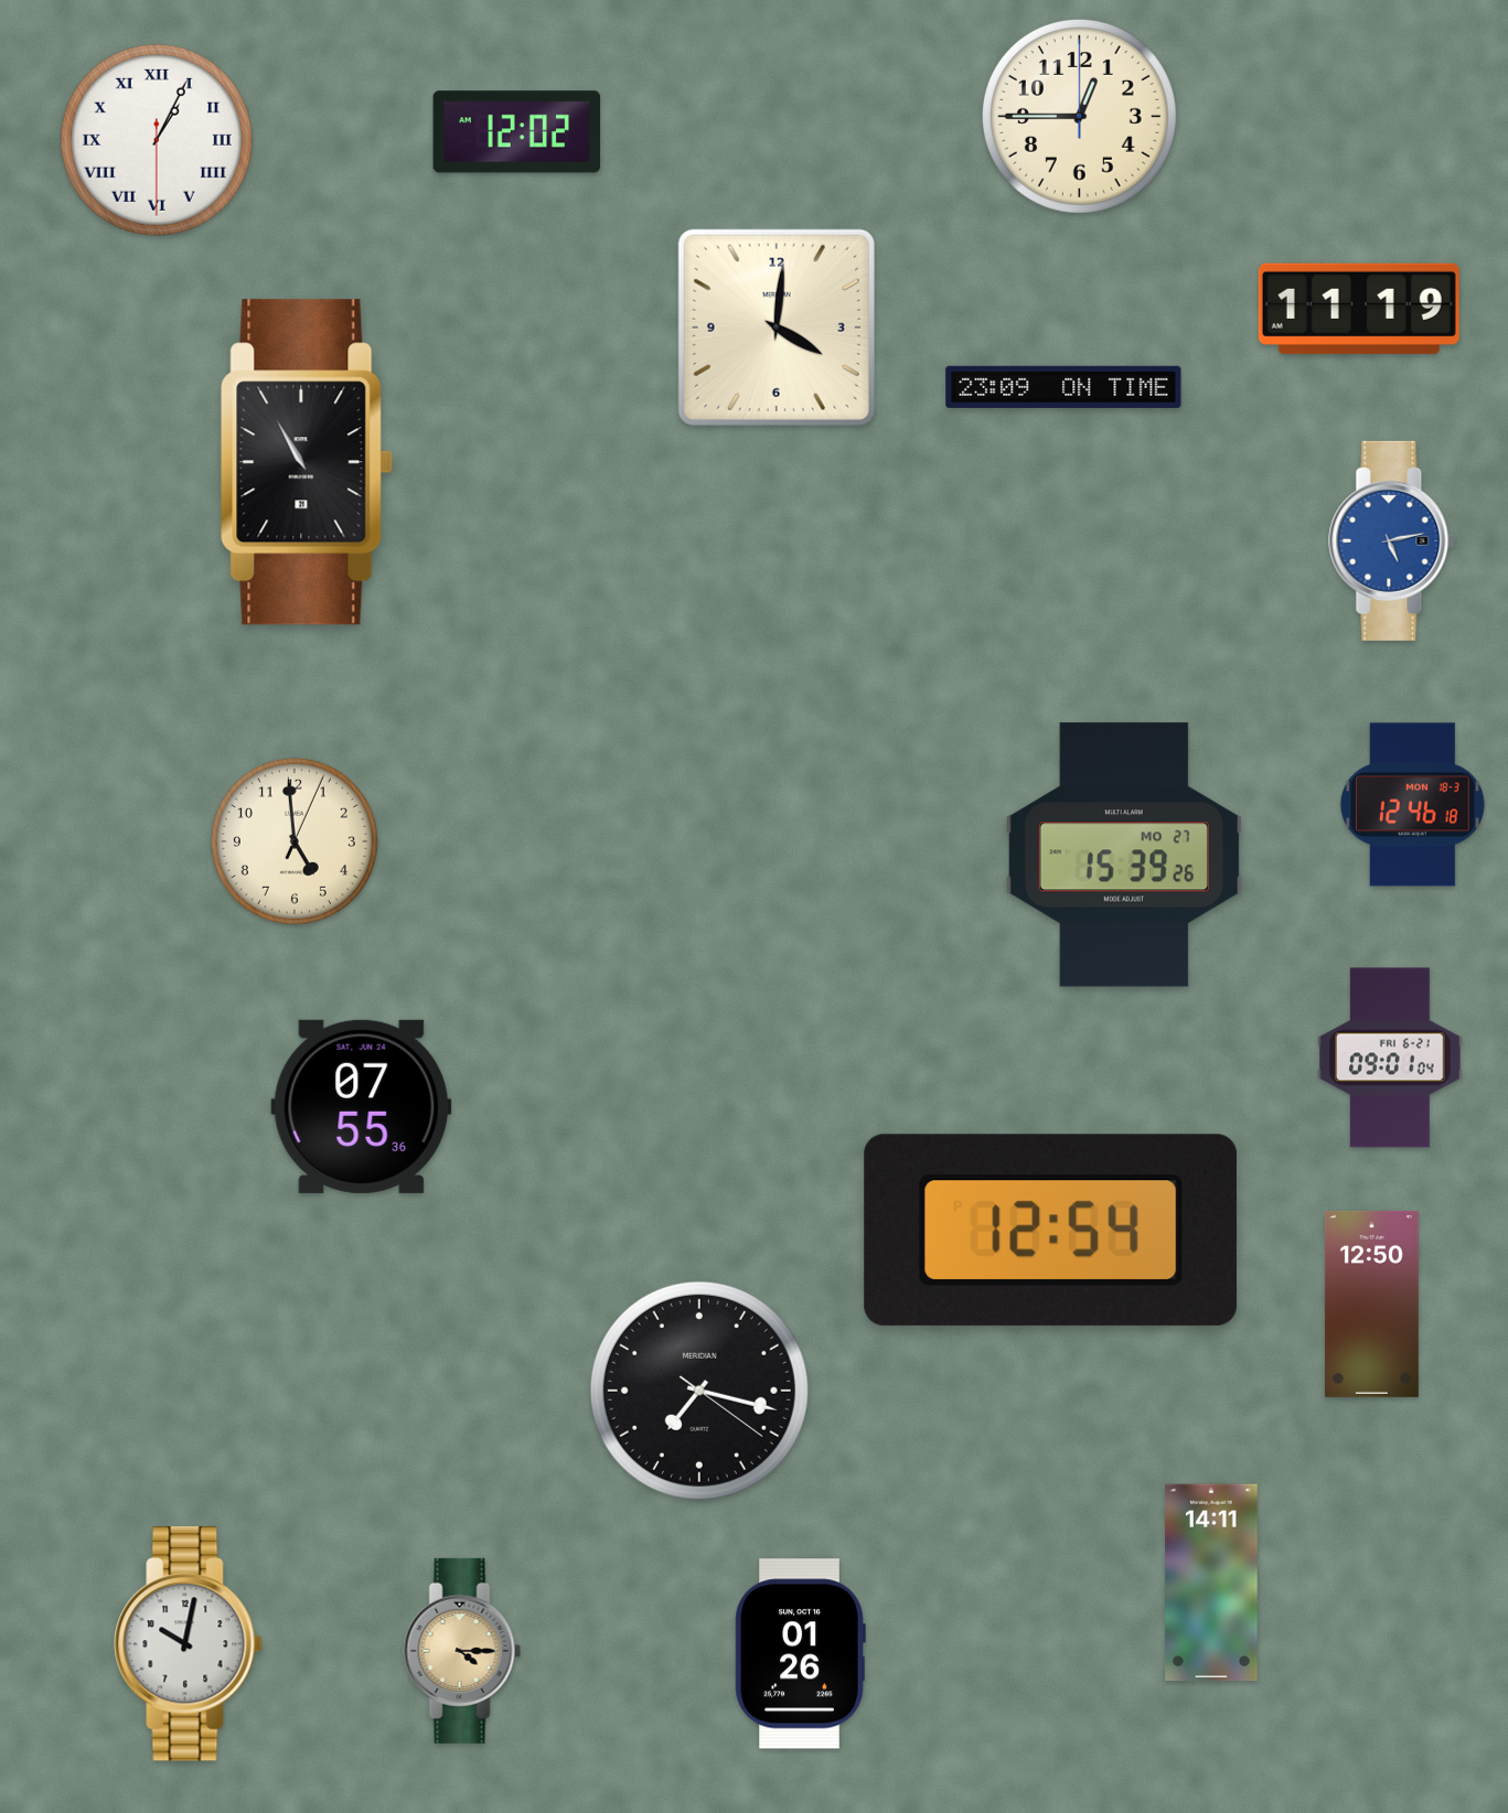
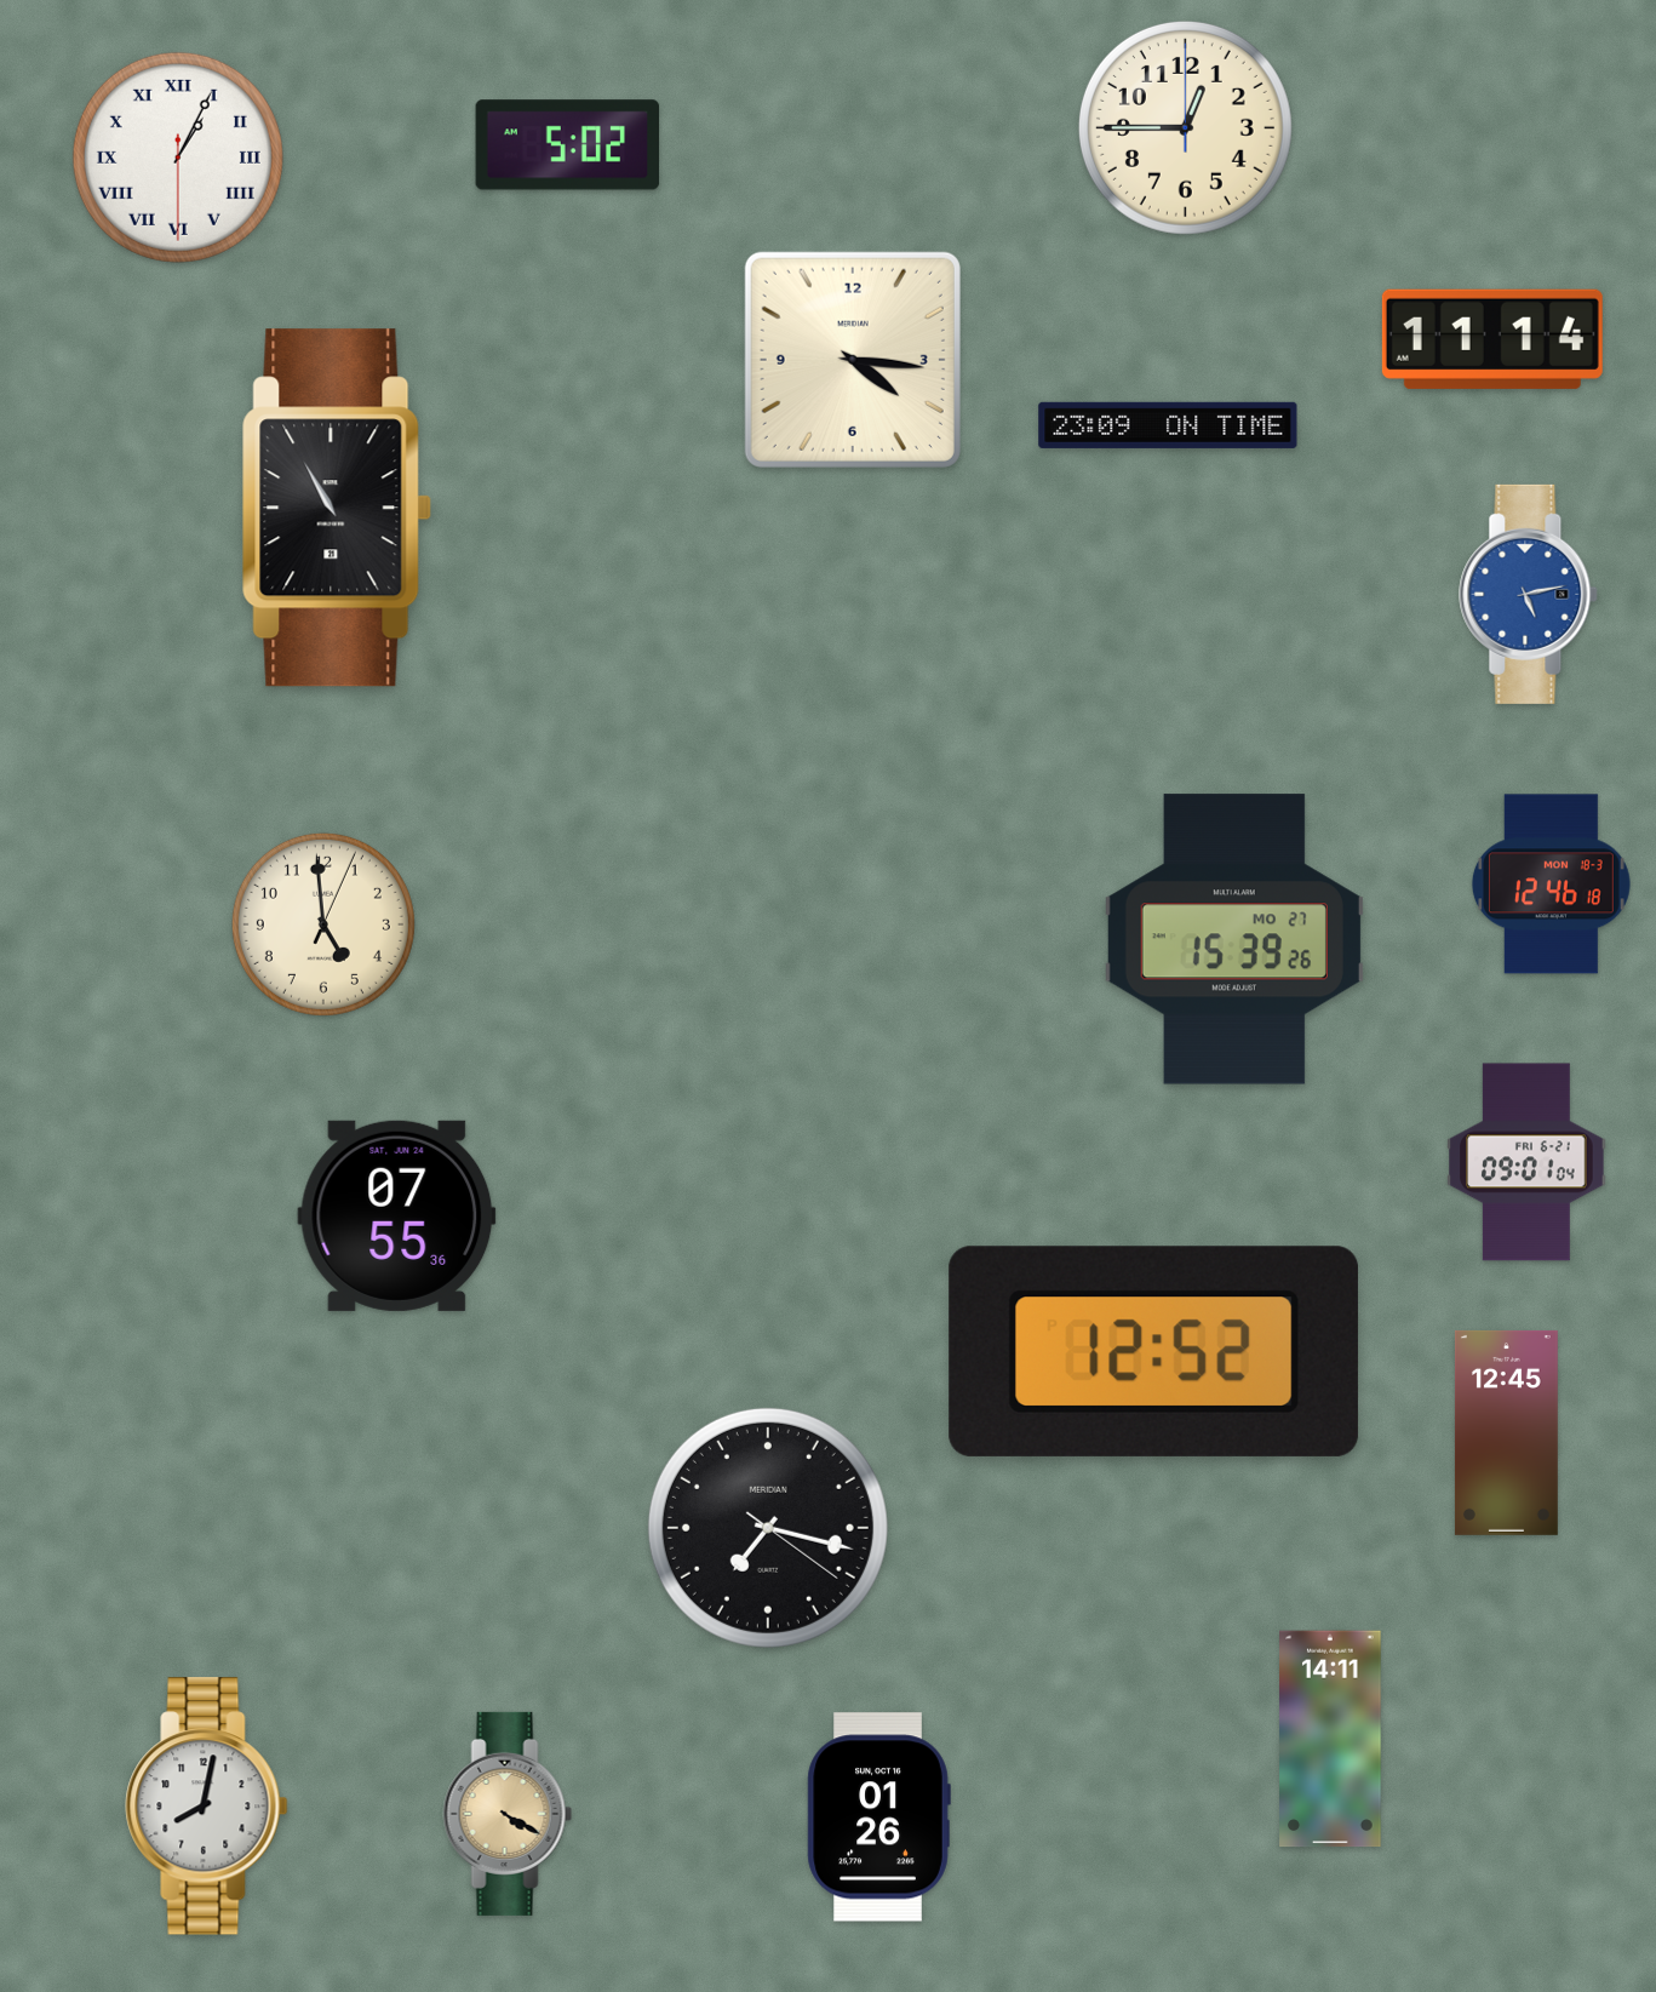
clock at (517, 132): 12:02 -> 5:02
clock at (157, 140) position: (157, 140) -> (178, 158)
clock at (1359, 309): 11:19 -> 11:14
clock at (777, 328): 4:01 -> 4:16
clock at (1050, 1230): 12:54 -> 12:52
clock at (1371, 1304): 12:50 -> 12:45
clock at (189, 1644): 10:02 -> 8:02
clock at (462, 1651): 4:15 -> 4:20
